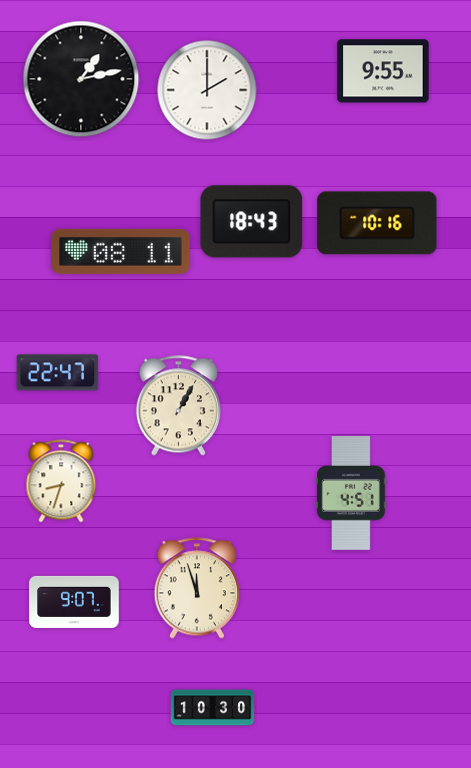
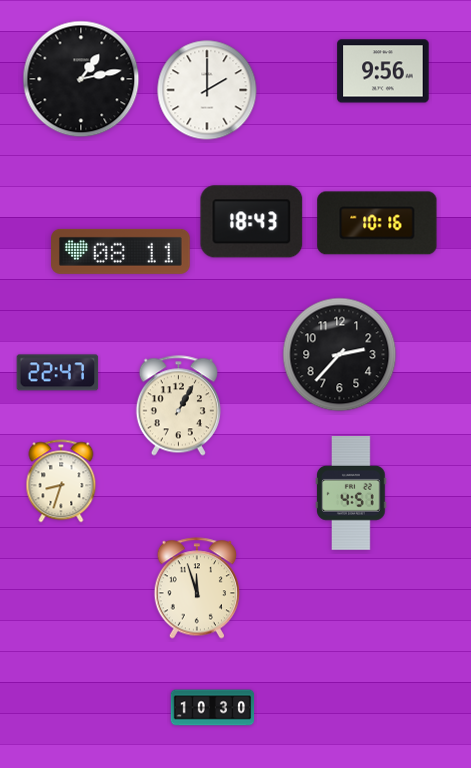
clock at (383, 71): 9:55 -> 9:56
clock at (340, 355): none -> 2:37
clock at (74, 602): 9:07 -> none
